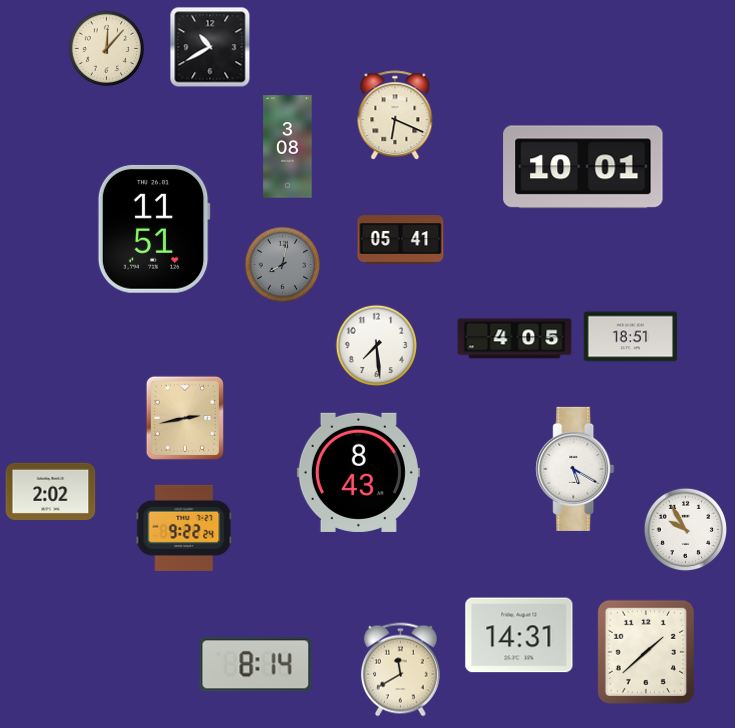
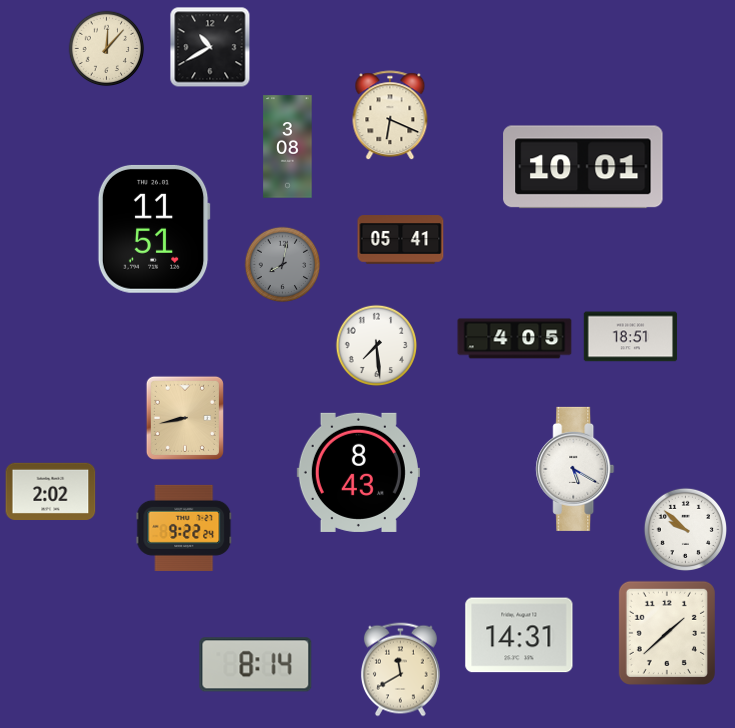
clock at (395, 116) position: (395, 116) -> (390, 116)
clock at (185, 418): 2:43 -> 8:43
clock at (685, 529): 9:55 -> 9:52
clock at (646, 652) position: (646, 652) -> (667, 633)
